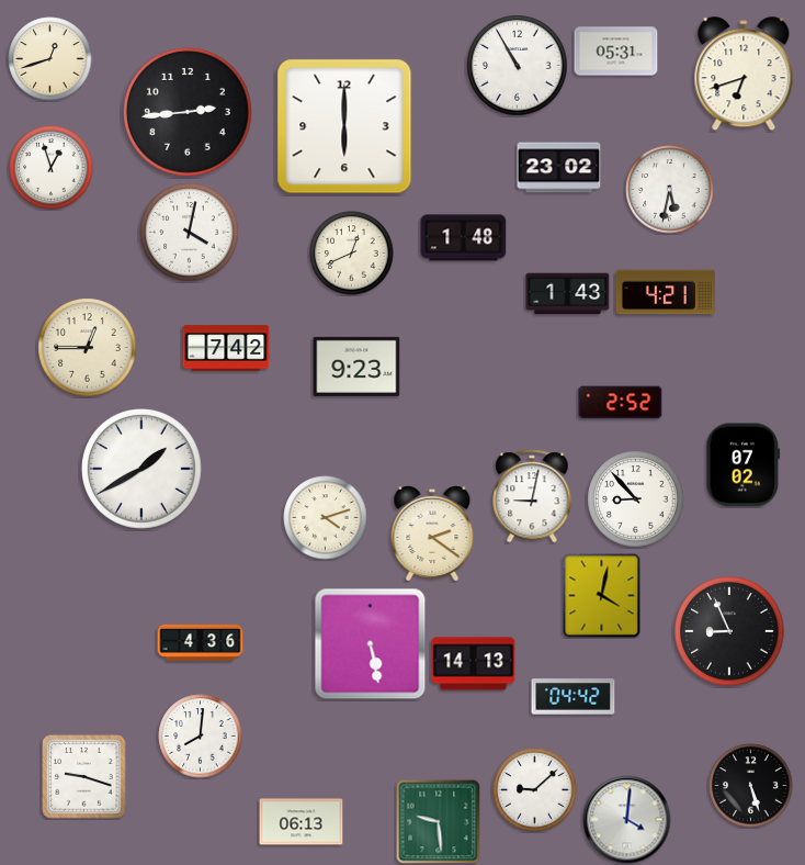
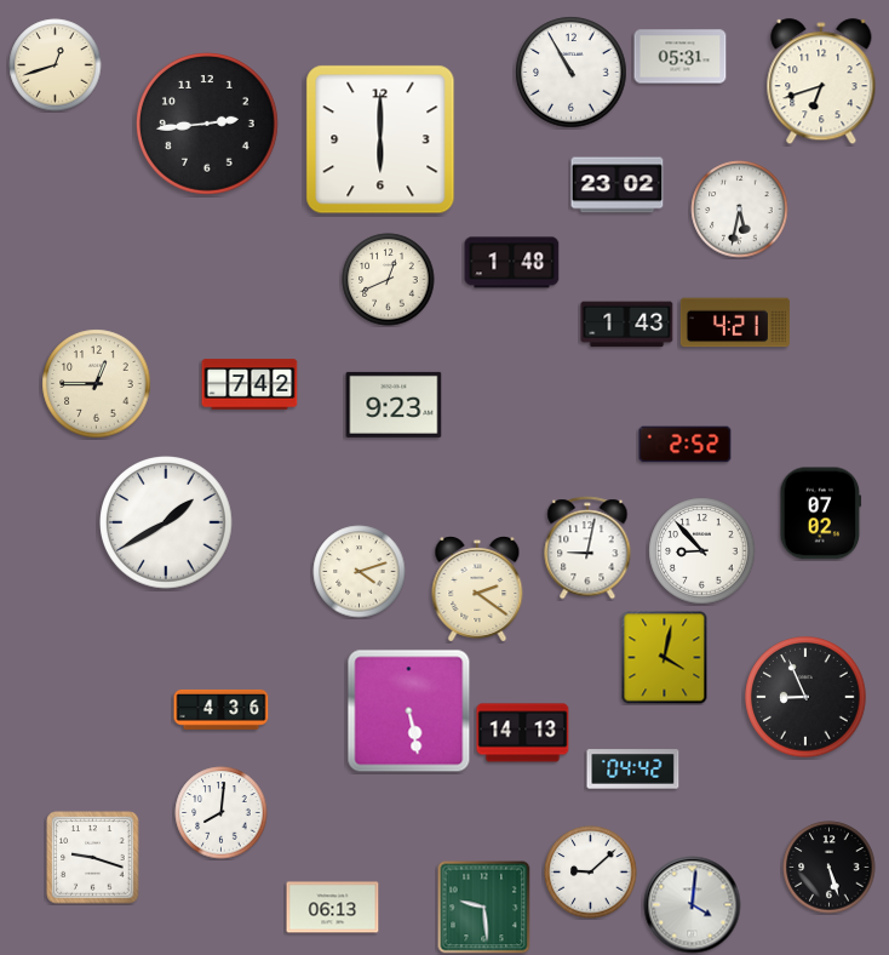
clock at (52, 168): 12:57 -> none
clock at (190, 233): 4:02 -> none
clock at (141, 469) position: (141, 469) -> (166, 522)
